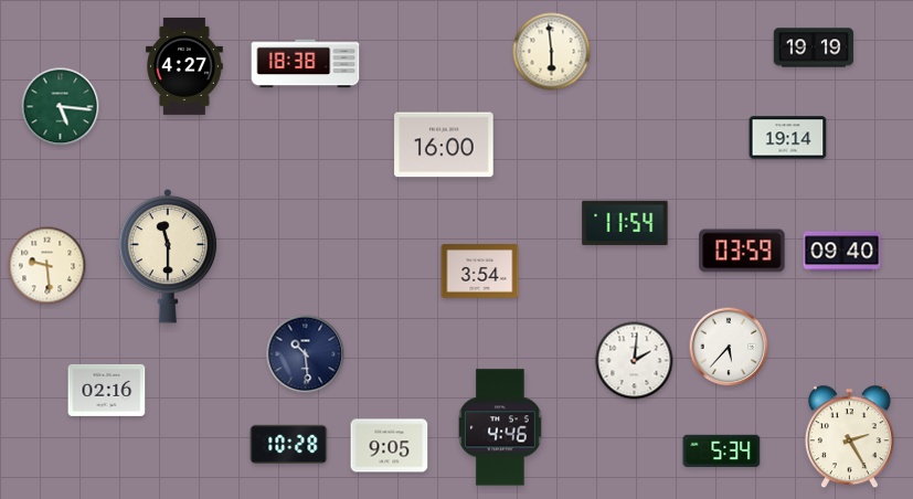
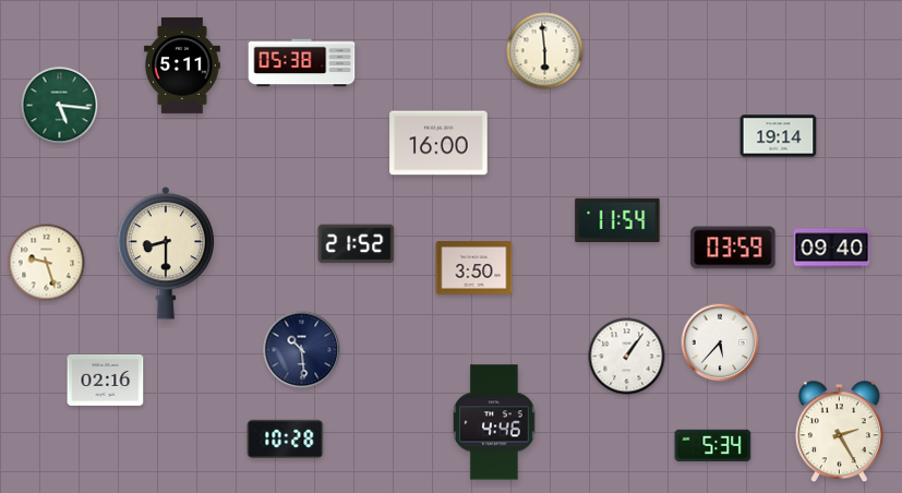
clock at (814, 47): 19:19 -> none
clock at (306, 64): 18:38 -> 05:38
clock at (184, 66): 4:27 -> 5:11
clock at (357, 244): none -> 21:52
clock at (168, 256): 11:30 -> 8:30
clock at (47, 266): 9:29 -> 9:27
clock at (480, 272): 3:54 -> 3:50
clock at (635, 361): 2:01 -> 1:06
clock at (107, 390) position: (107, 390) -> (106, 380)
clock at (390, 446): 9:05 -> none
